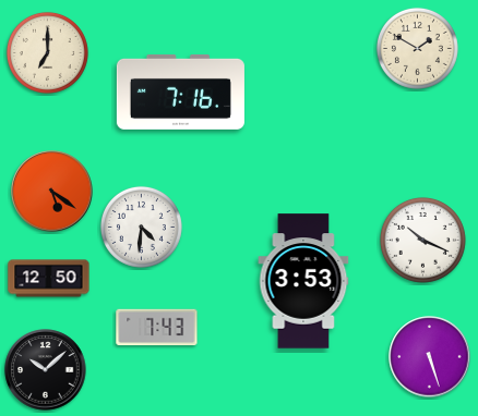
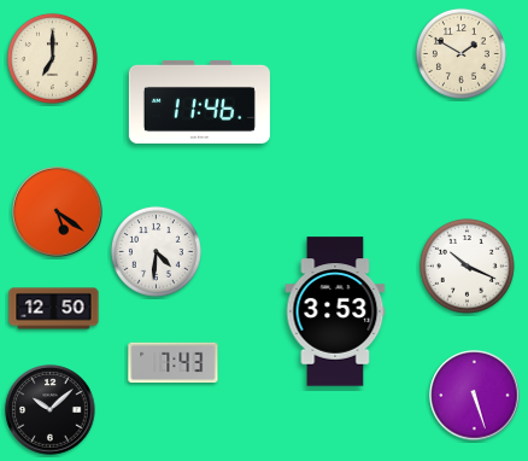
clock at (180, 91): 7:16 -> 11:46
